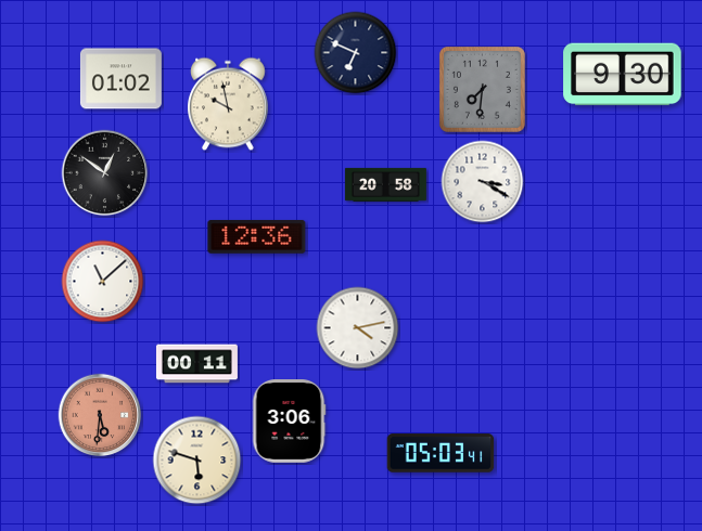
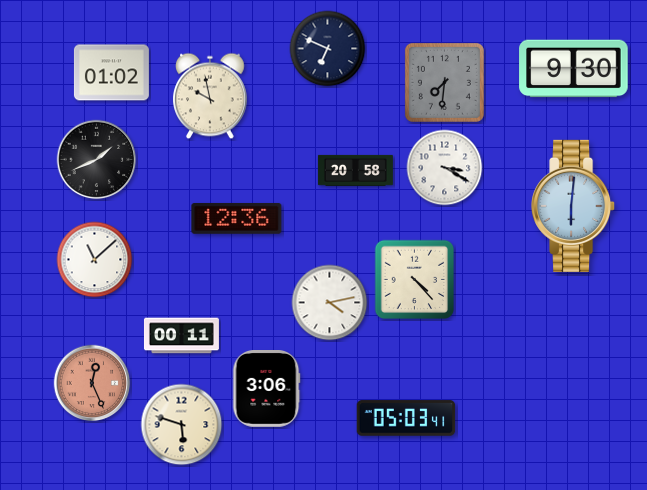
clock at (105, 173): 12:51 -> 1:41
clock at (574, 206): none -> 6:01
clock at (415, 280): none -> 4:23
clock at (100, 415): 5:31 -> 12:26
